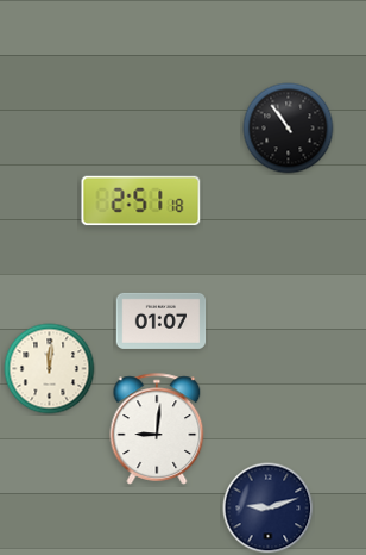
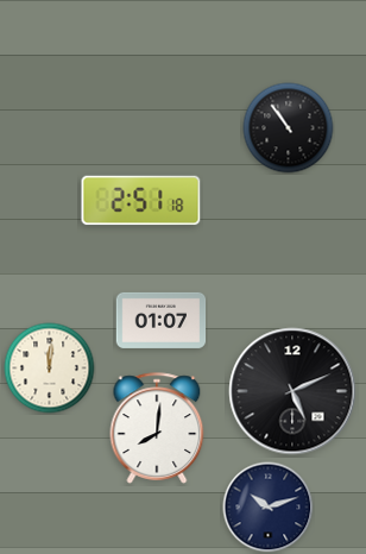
clock at (292, 391): none -> 5:11
clock at (157, 429): 9:01 -> 8:01
clock at (269, 509): 9:12 -> 10:12
